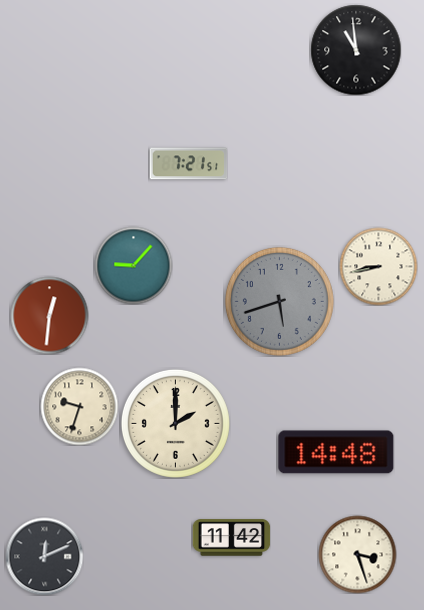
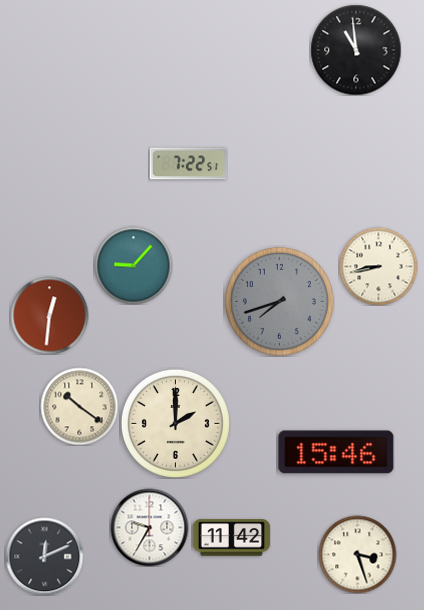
clock at (188, 164): 7:21 -> 7:22
clock at (279, 301): 5:42 -> 7:42
clock at (79, 406): 9:33 -> 10:21
clock at (336, 452): 14:48 -> 15:46
clock at (149, 527): none -> 9:35
